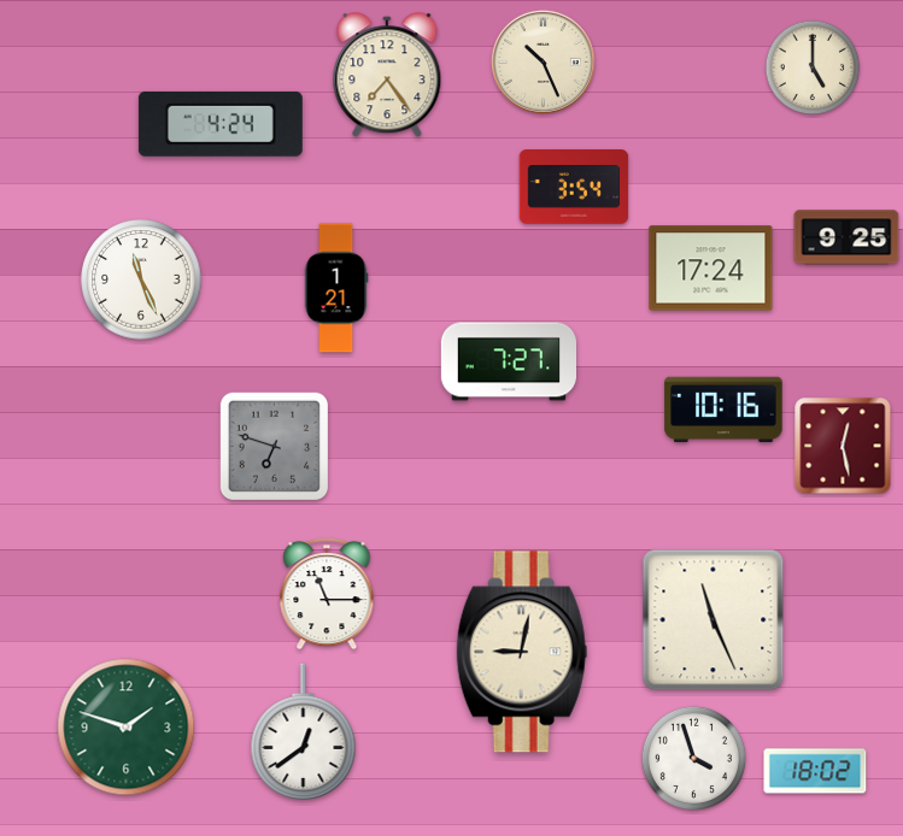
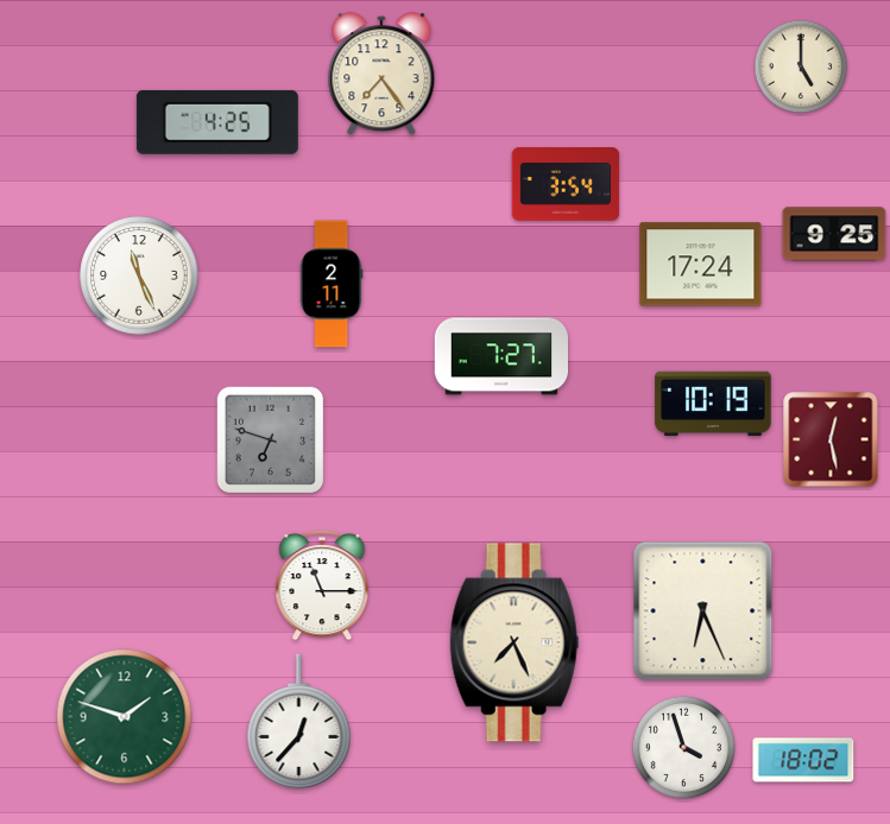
clock at (543, 61): 10:26 -> none
clock at (221, 124): 4:24 -> 4:25
clock at (336, 288): 1:21 -> 2:11
clock at (723, 410): 10:16 -> 10:19
clock at (714, 620): 11:26 -> 6:26
clock at (522, 652): 9:02 -> 7:26
clock at (304, 731): 12:39 -> 12:37
